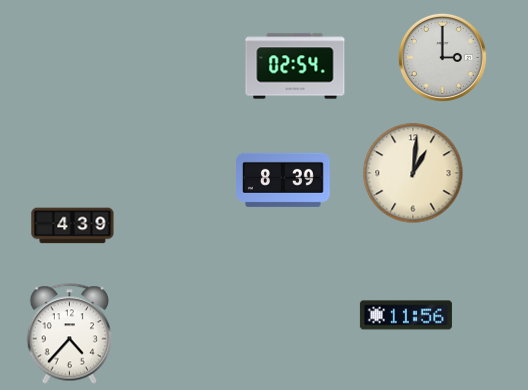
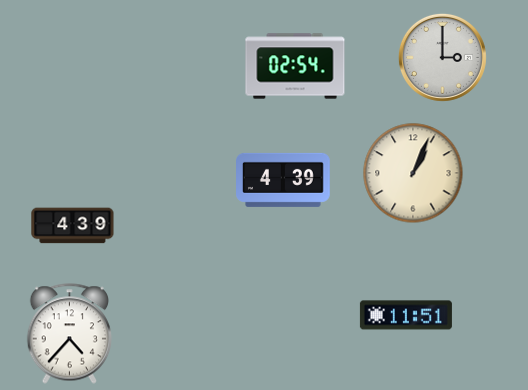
clock at (413, 173): 1:01 -> 1:04
clock at (284, 180): 8:39 -> 4:39
clock at (406, 315): 11:56 -> 11:51
